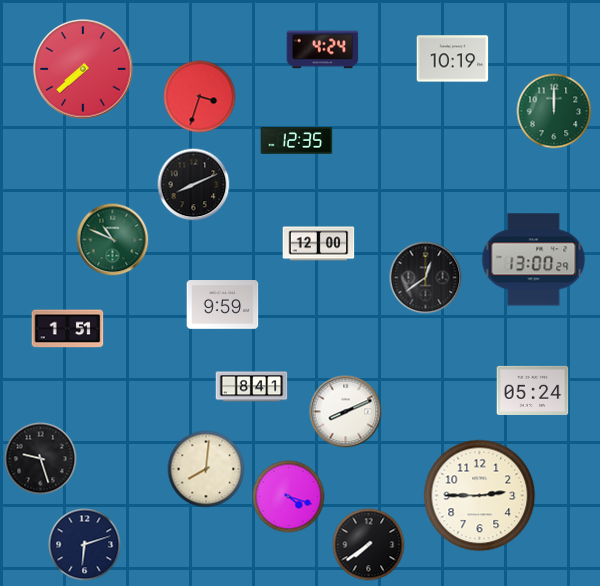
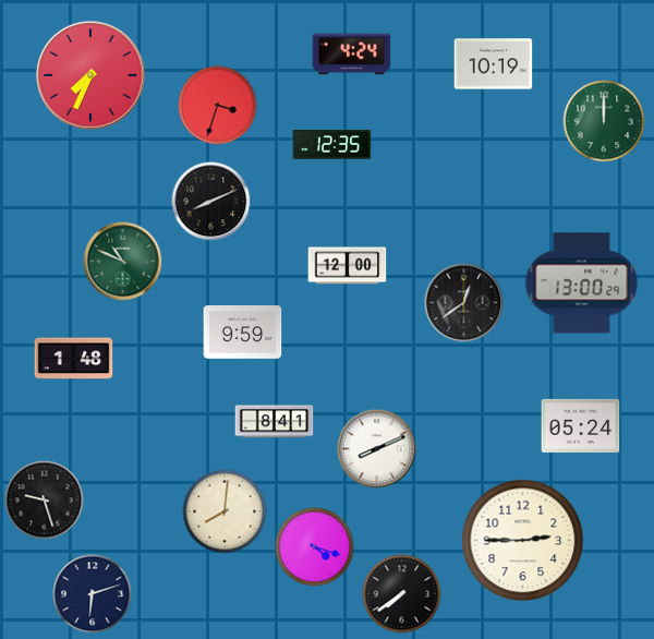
clock at (83, 69): 7:38 -> 7:34
clock at (297, 141) position: (297, 141) -> (332, 145)
clock at (68, 329): 1:51 -> 1:48
clock at (289, 497) position: (289, 497) -> (315, 547)
